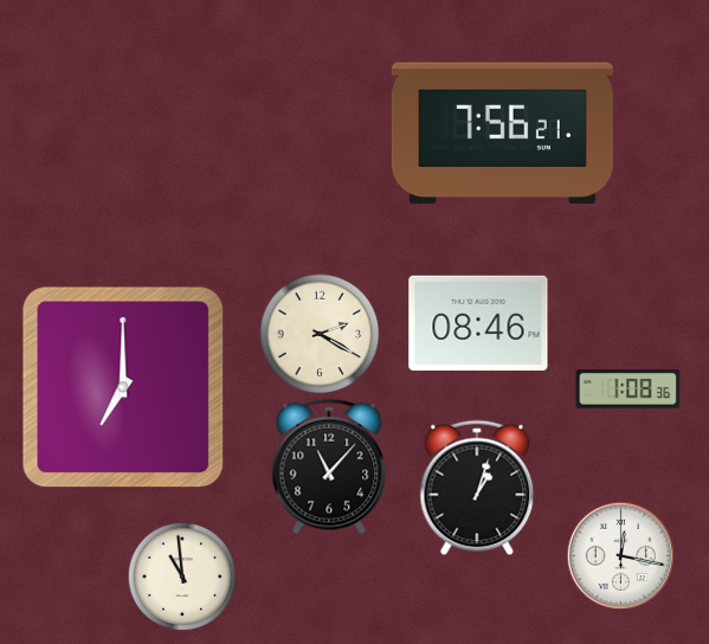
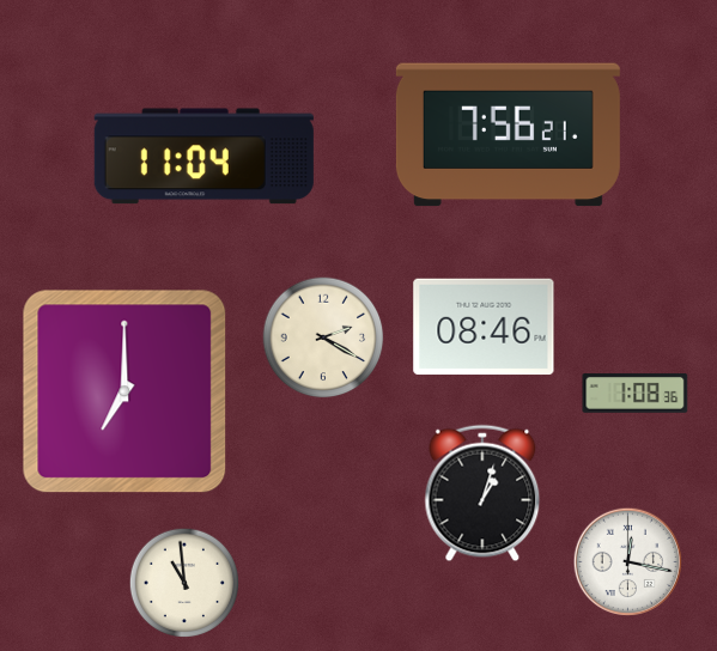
clock at (203, 157): none -> 11:04
clock at (329, 466): 11:07 -> none
